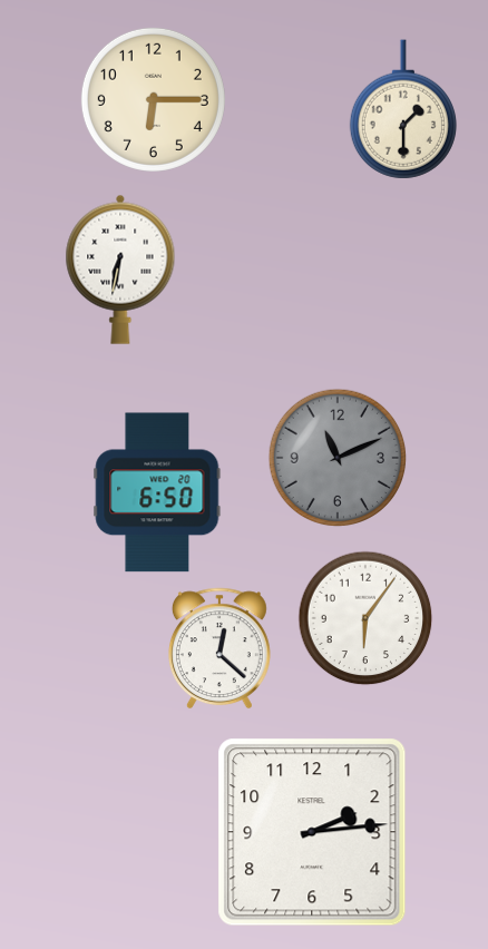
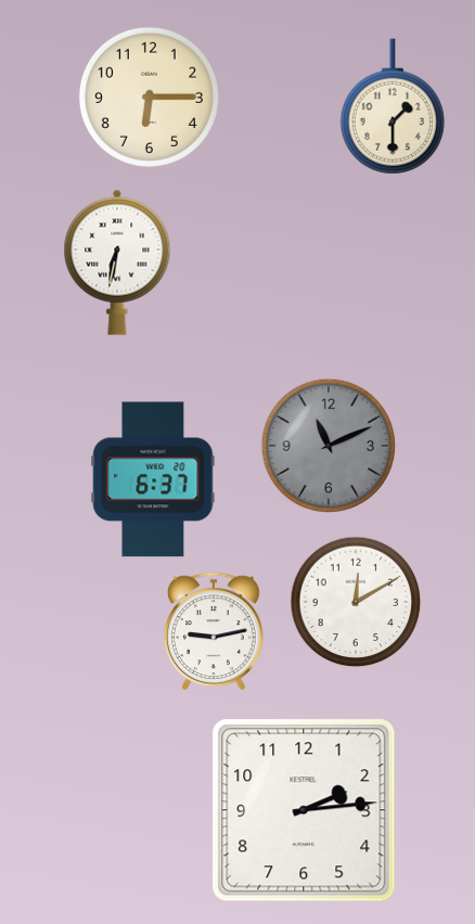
clock at (157, 492): 6:50 -> 6:37
clock at (365, 618): 6:06 -> 12:10
clock at (219, 648): 12:22 -> 9:13
